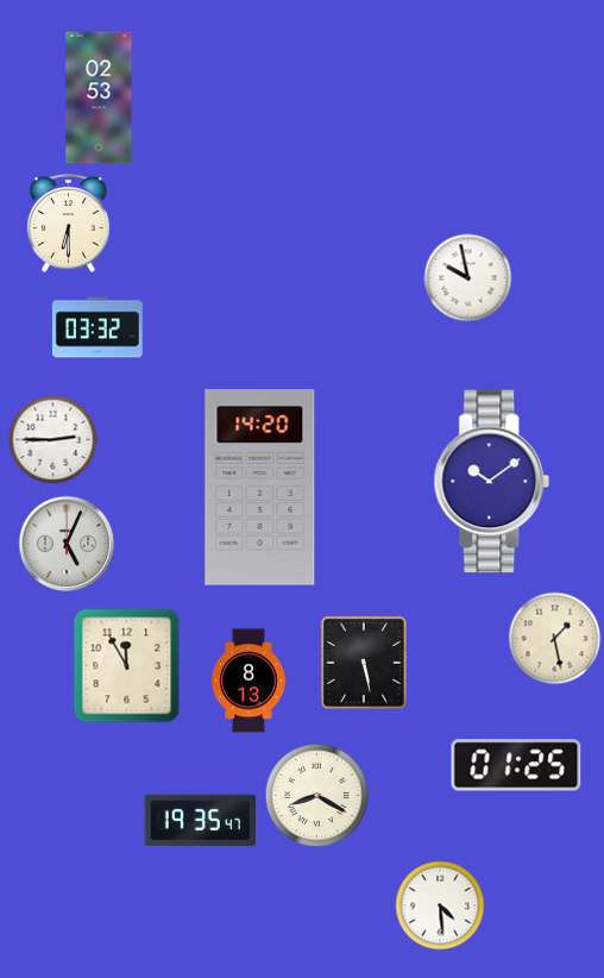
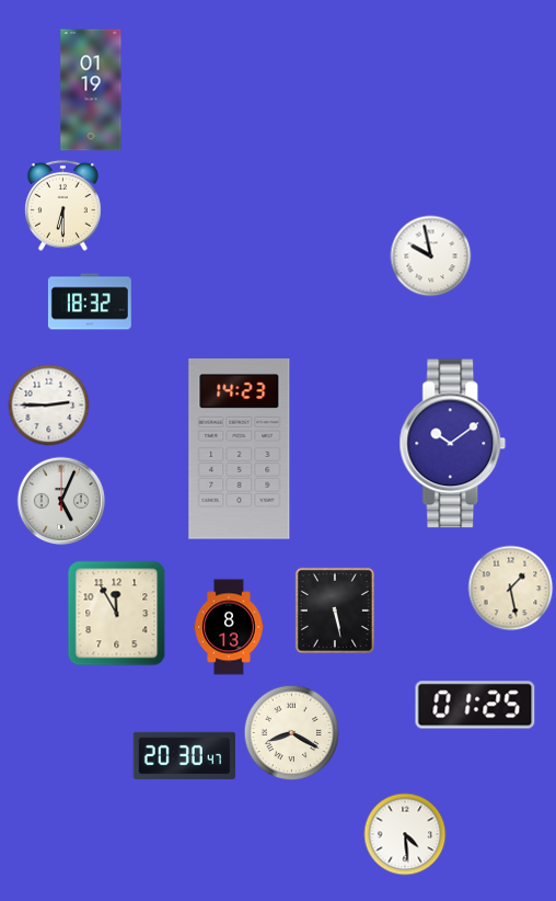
clock at (99, 98): 02:53 -> 01:19
clock at (97, 327): 03:32 -> 18:32
clock at (260, 488): 14:20 -> 14:23
clock at (200, 820): 19:35 -> 20:30
